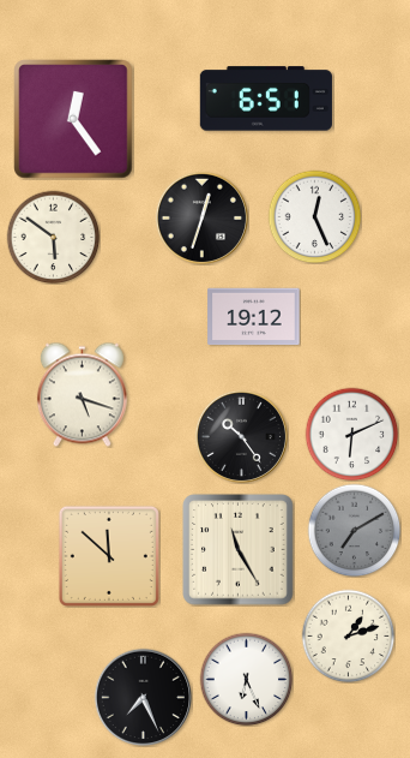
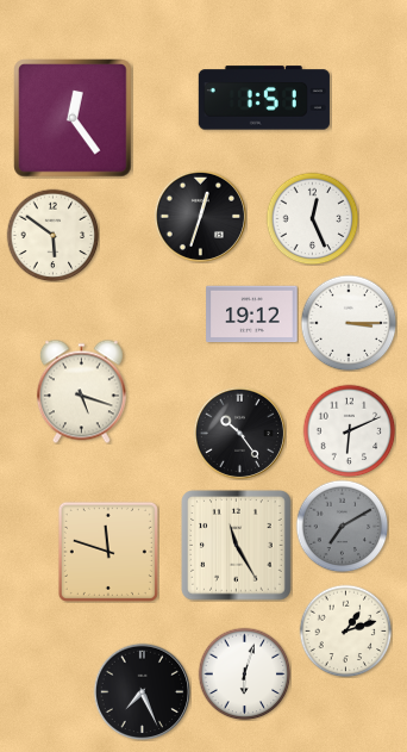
clock at (266, 99): 6:51 -> 1:51
clock at (314, 216) position: (314, 216) -> (312, 218)
clock at (349, 323): none -> 3:15
clock at (354, 530) position: (354, 530) -> (342, 526)
clock at (109, 556): 11:52 -> 11:48
clock at (246, 679): 6:26 -> 6:03
